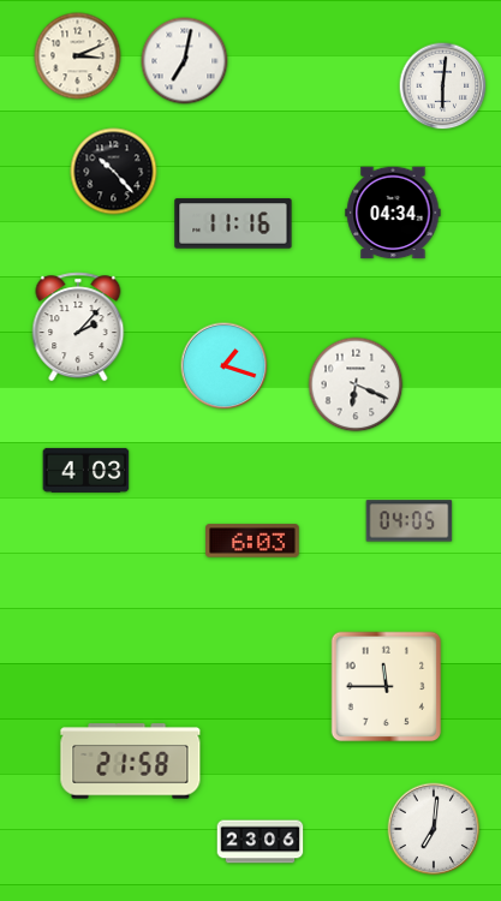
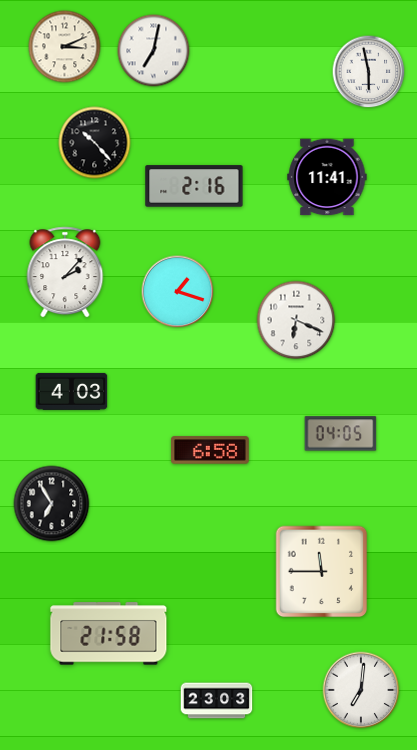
clock at (443, 86): 6:01 -> 5:58
clock at (393, 213): 04:34 -> 11:41
clock at (233, 223): 11:16 -> 2:16
clock at (225, 366) position: (225, 366) -> (178, 292)
clock at (252, 541): 6:03 -> 6:58
clock at (52, 504): none -> 6:55
clock at (261, 842): 23:06 -> 23:03
